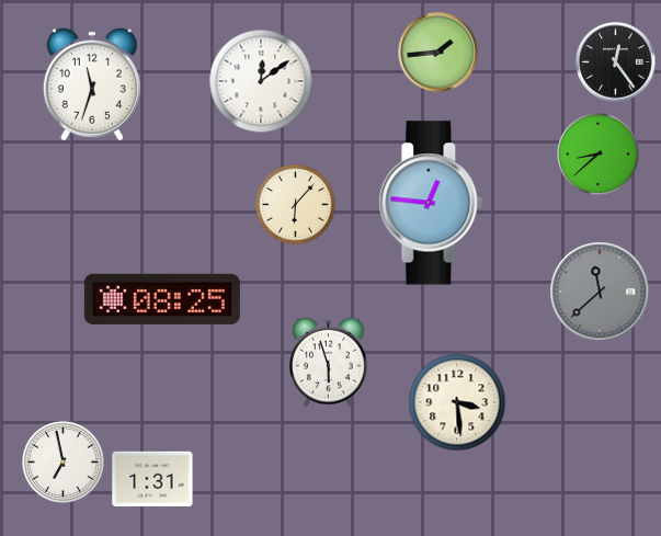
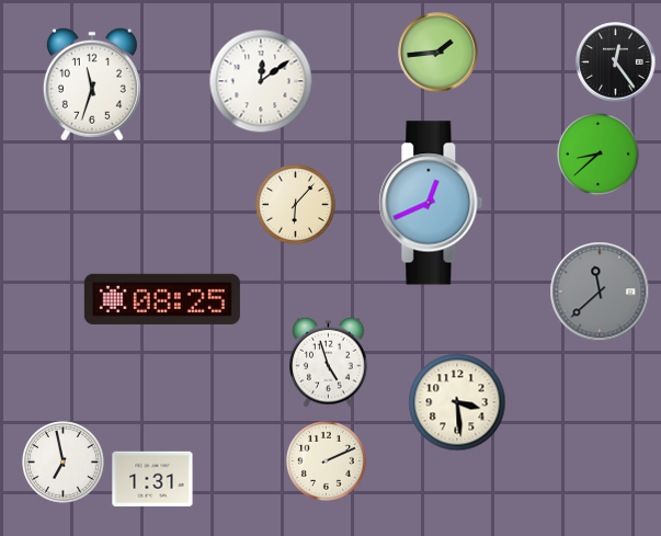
clock at (431, 203): 12:46 -> 12:41
clock at (329, 362): 5:57 -> 4:57
clock at (326, 460): none -> 2:11
